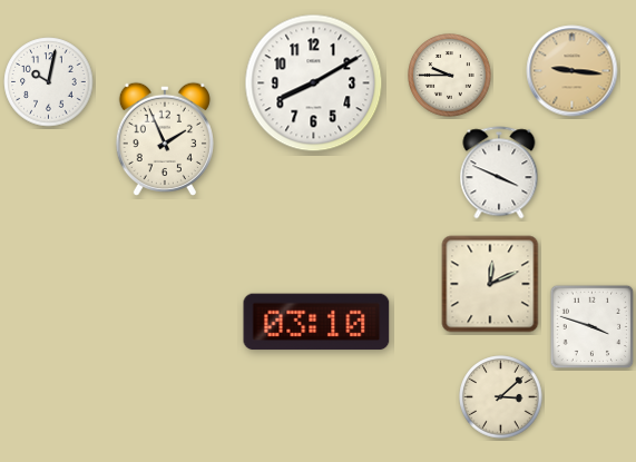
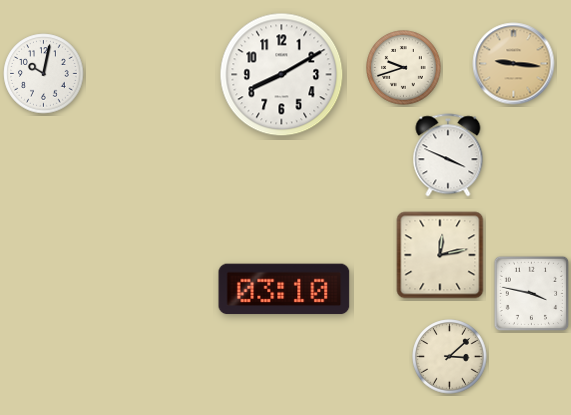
clock at (450, 76): 9:45 -> 9:42
clock at (165, 139): 1:56 -> none
clock at (490, 284): 12:11 -> 12:13
clock at (593, 327): 3:48 -> 3:47
